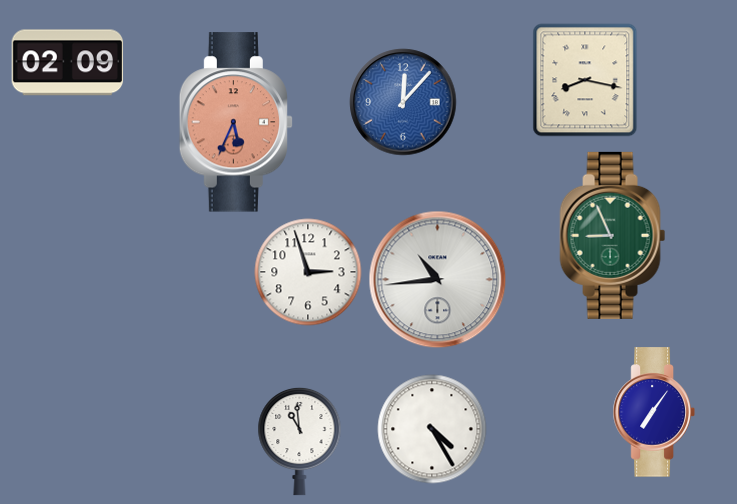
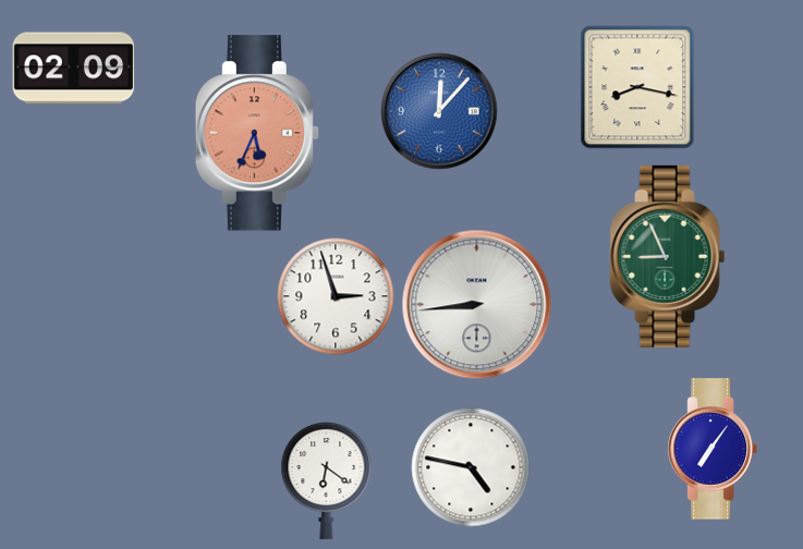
clock at (438, 280): 10:44 -> 8:44
clock at (432, 429): 4:25 -> 4:47
clock at (300, 441): 10:59 -> 6:21
